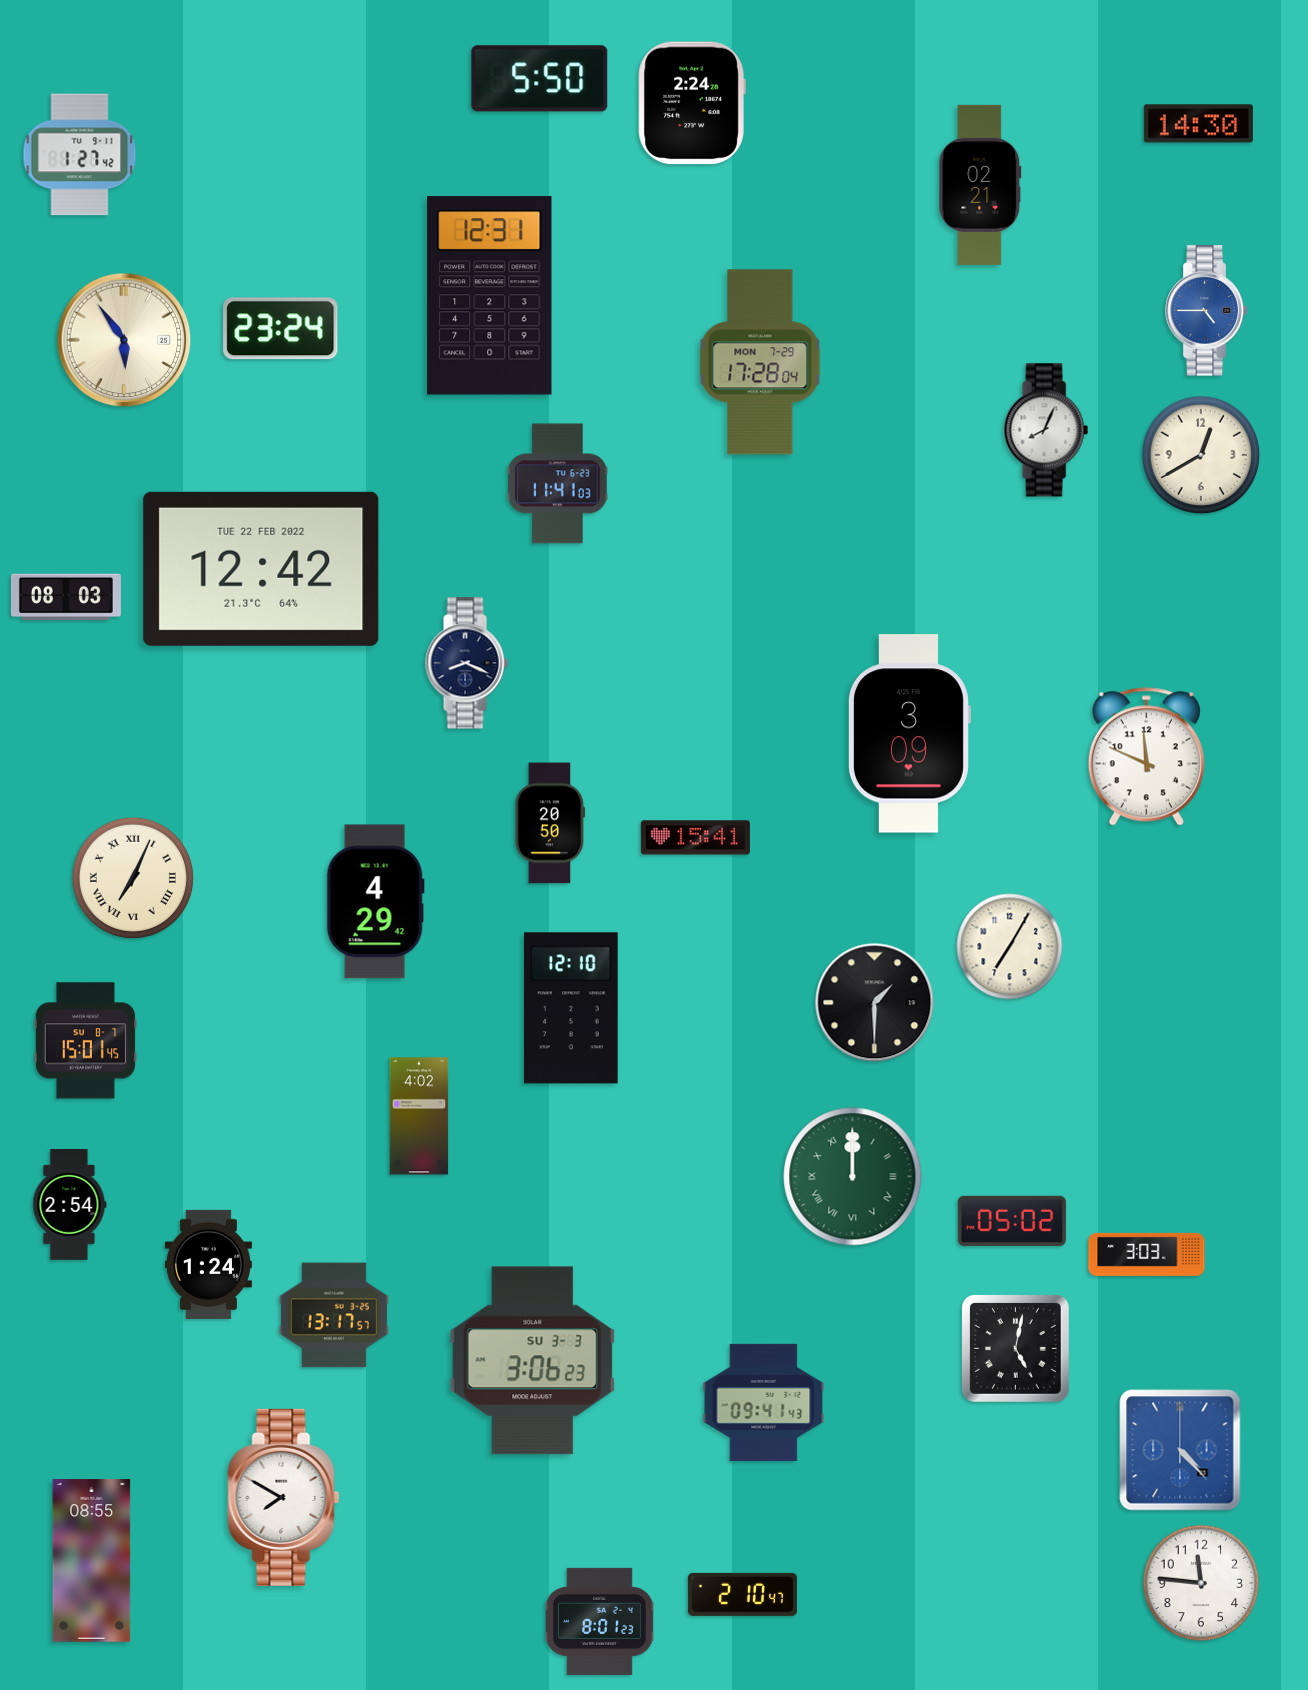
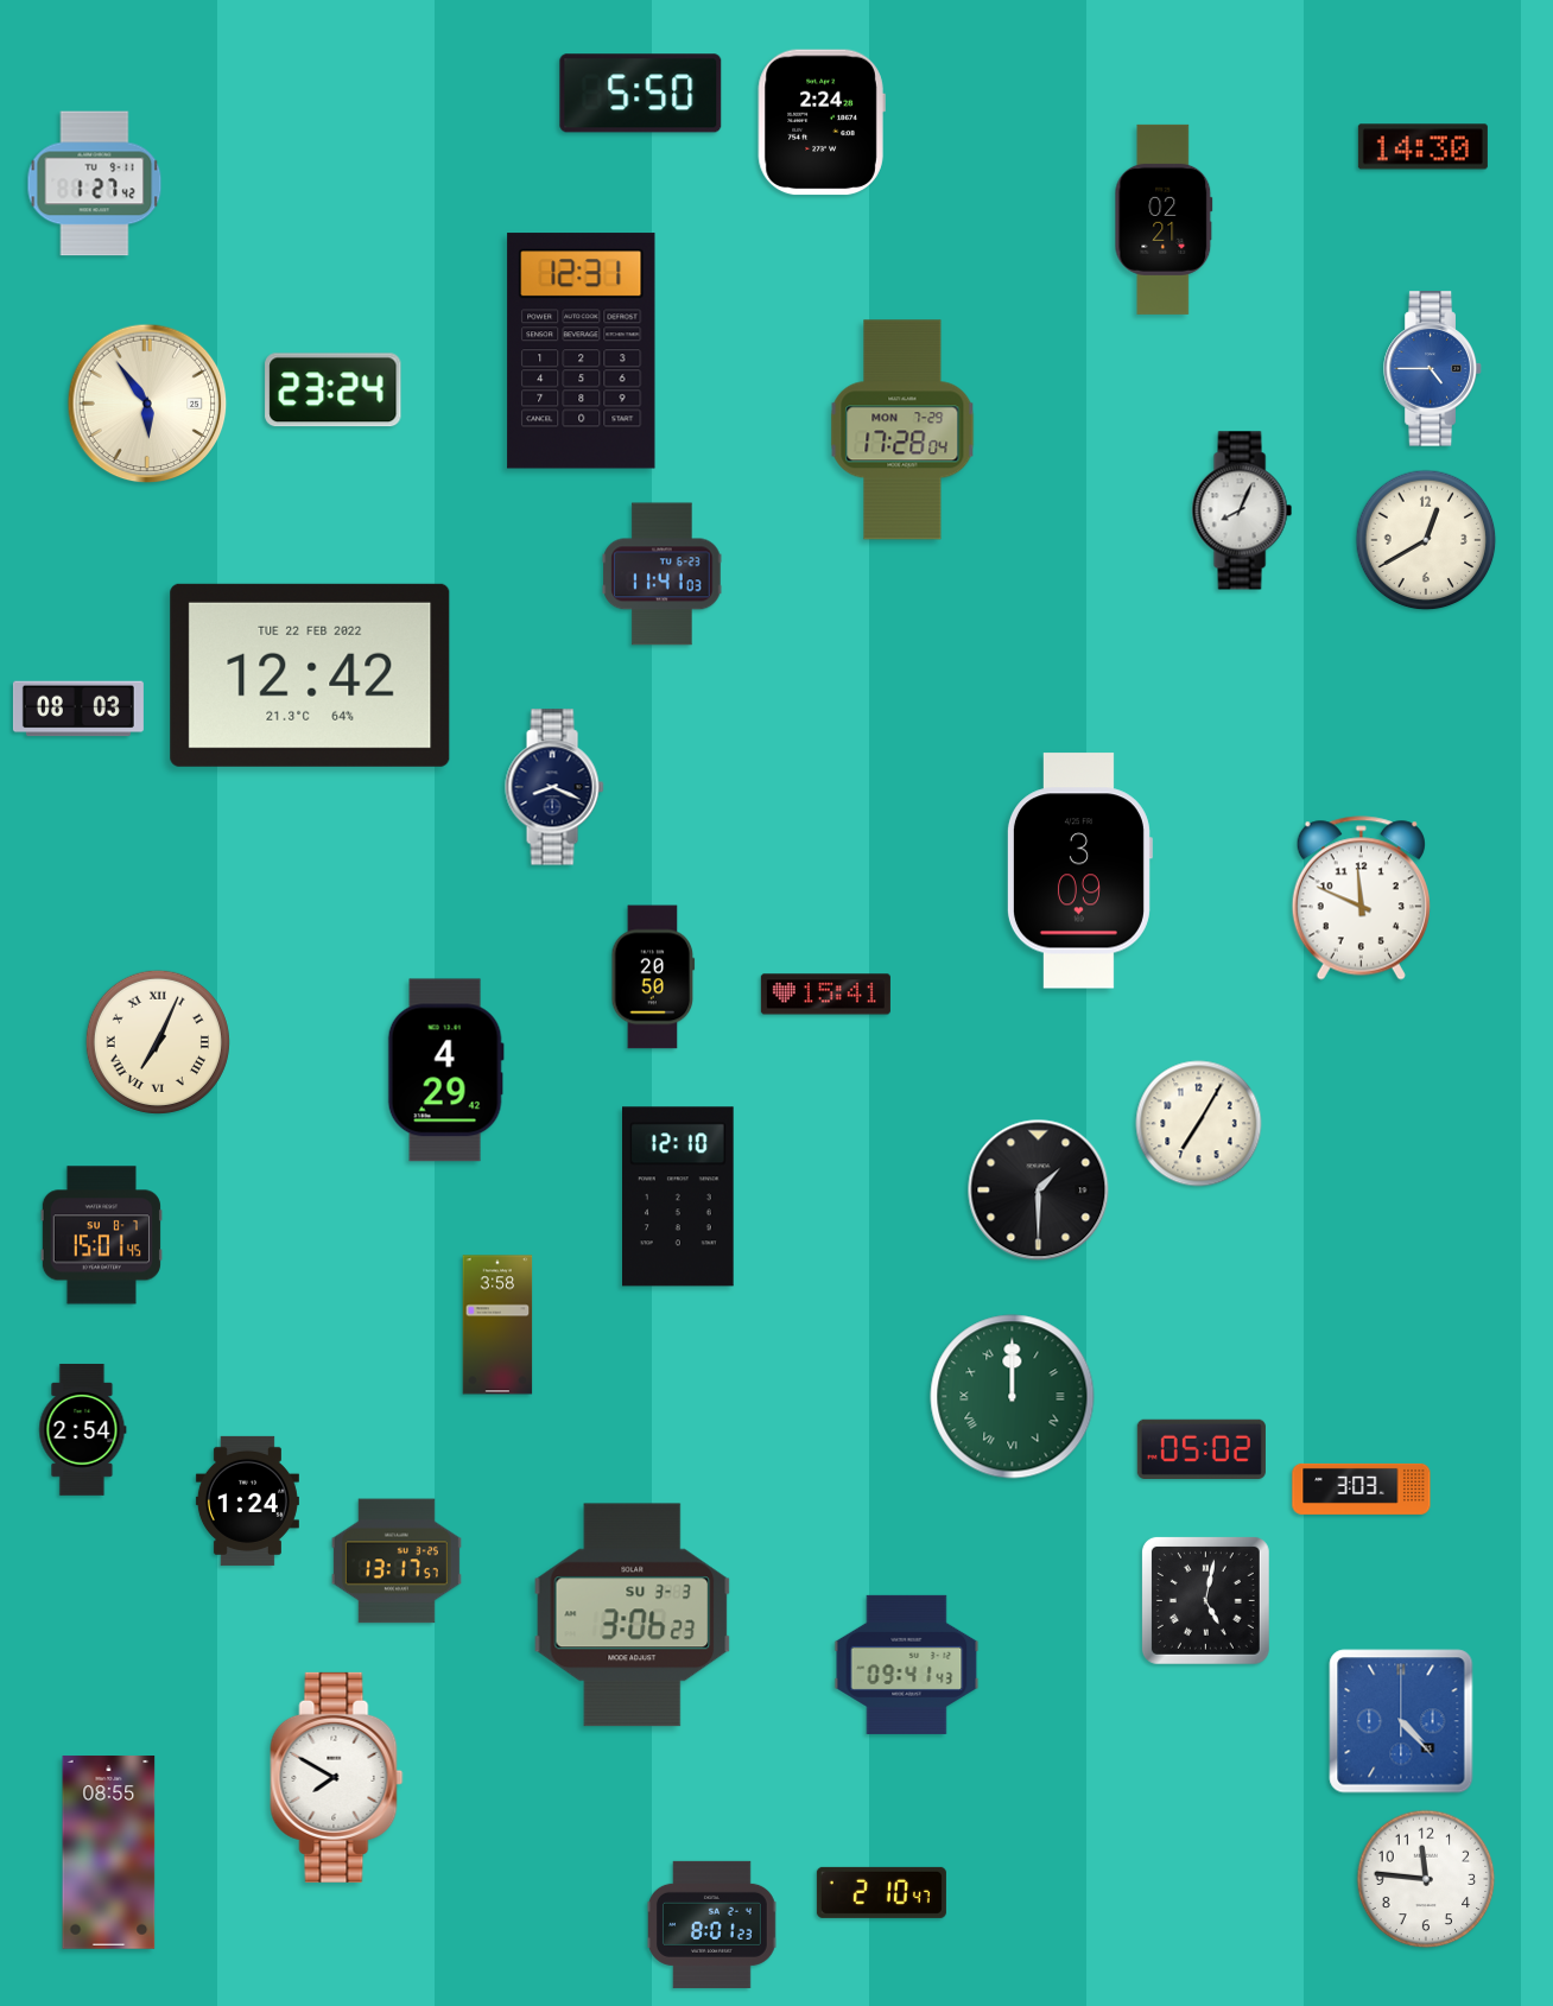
clock at (419, 1116): 4:02 -> 3:58
